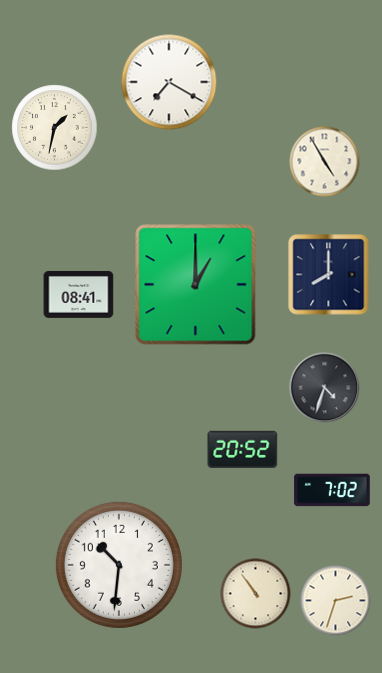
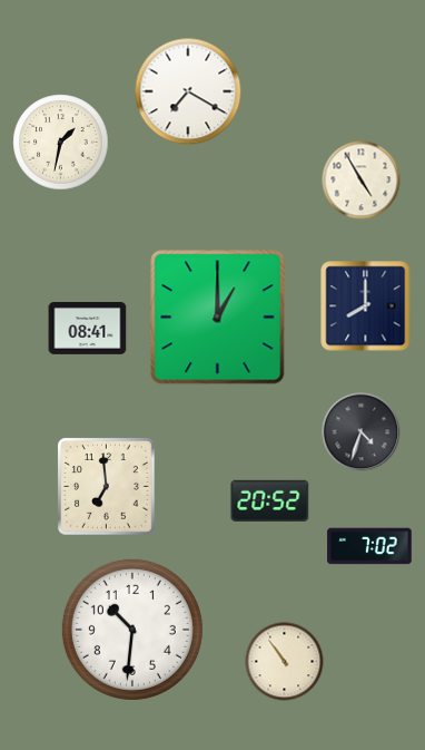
clock at (107, 487): none -> 6:59
clock at (336, 601): 2:33 -> none
